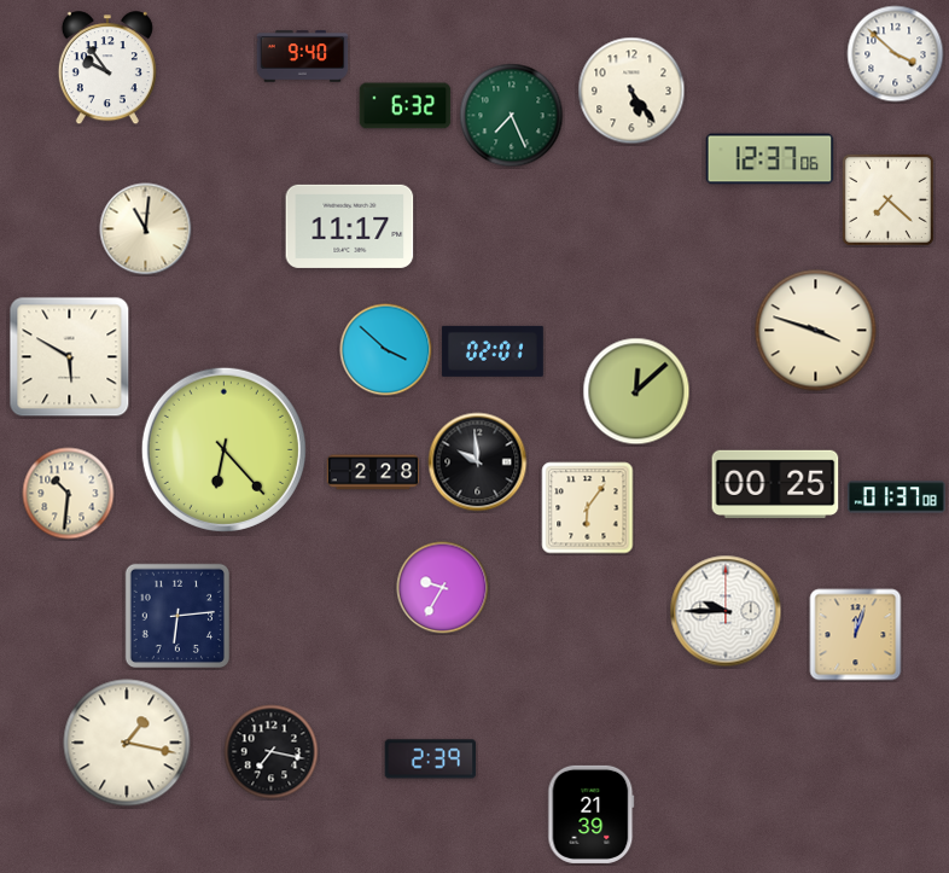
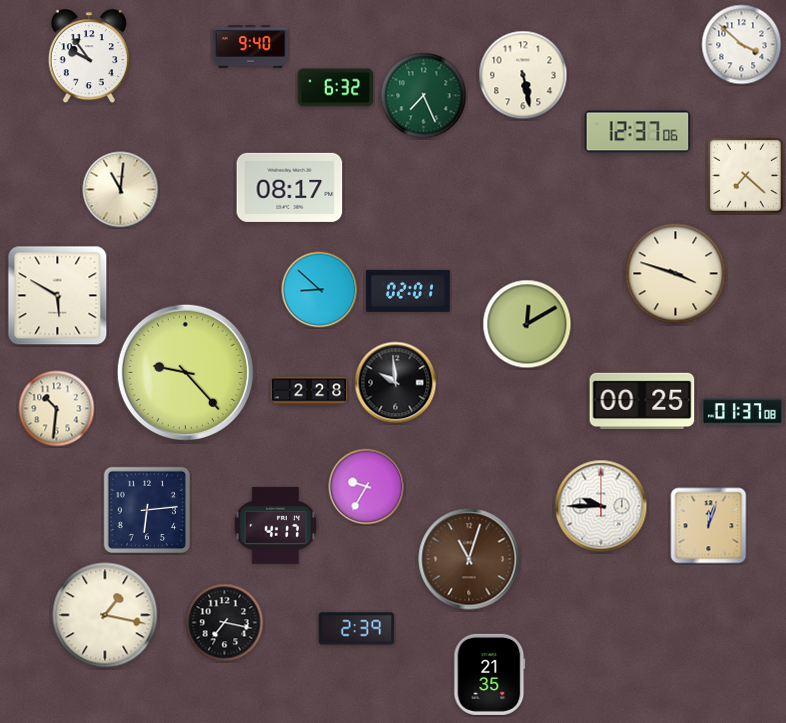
clock at (631, 91): 5:24 -> 5:28
clock at (887, 199) position: (887, 199) -> (745, 175)
clock at (350, 226): 11:17 -> 08:17
clock at (386, 350): 3:52 -> 8:52
clock at (636, 391): 12:08 -> 12:10
clock at (223, 449): 6:23 -> 9:23
clock at (588, 508): 6:06 -> none
clock at (275, 525): none -> 4:17
clock at (469, 559): none -> 11:03
clock at (592, 814): 21:39 -> 21:35
